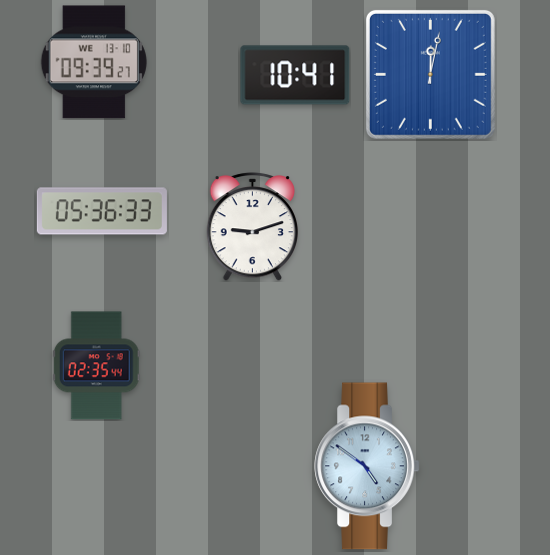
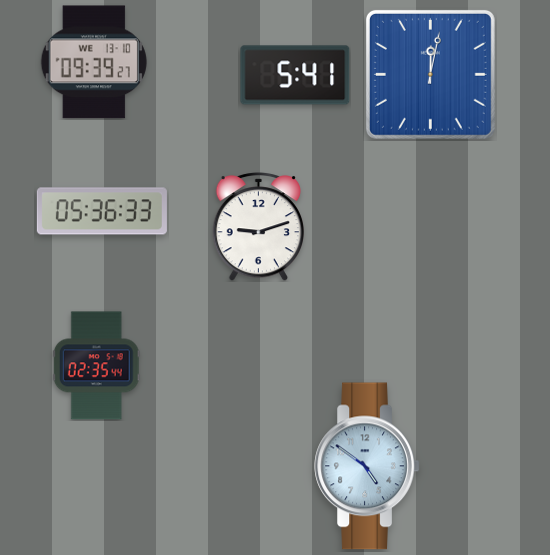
clock at (295, 75): 10:41 -> 5:41
clock at (252, 227) position: (252, 227) -> (258, 227)
